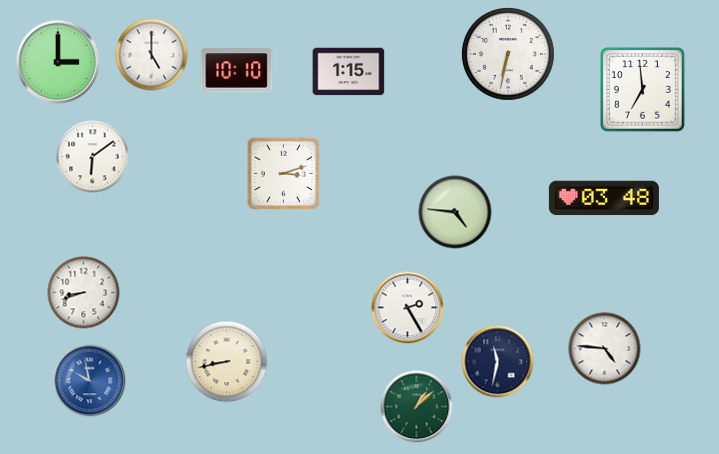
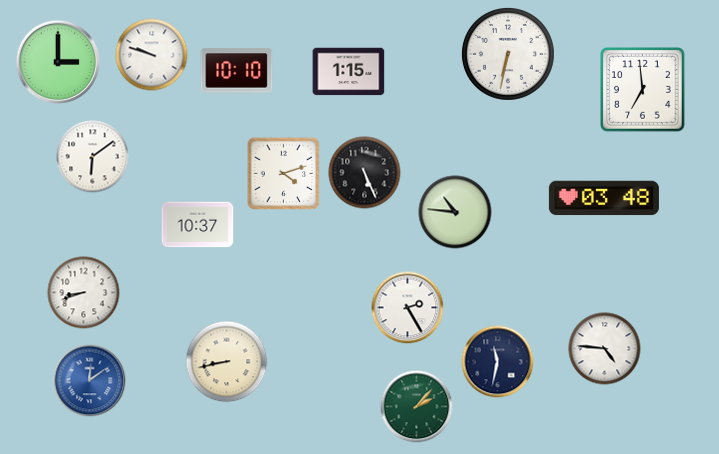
clock at (152, 55): 5:00 -> 9:48
clock at (365, 173): none -> 5:26
clock at (284, 174): 3:12 -> 4:12
clock at (455, 212): 4:46 -> 10:46
clock at (198, 225): none -> 10:37
clock at (90, 381): 9:58 -> 12:09
clock at (417, 407): 1:08 -> 2:07
